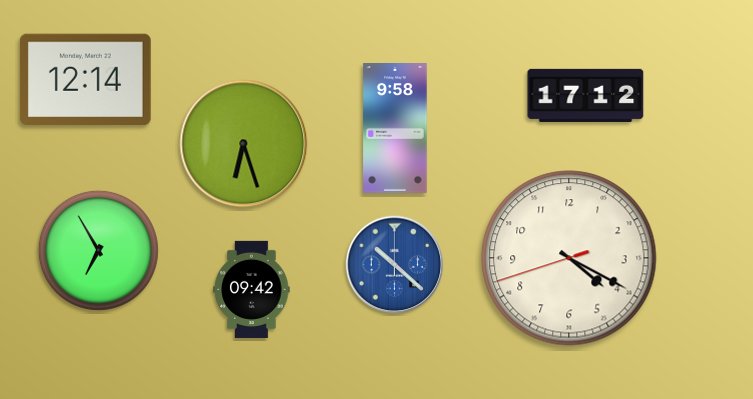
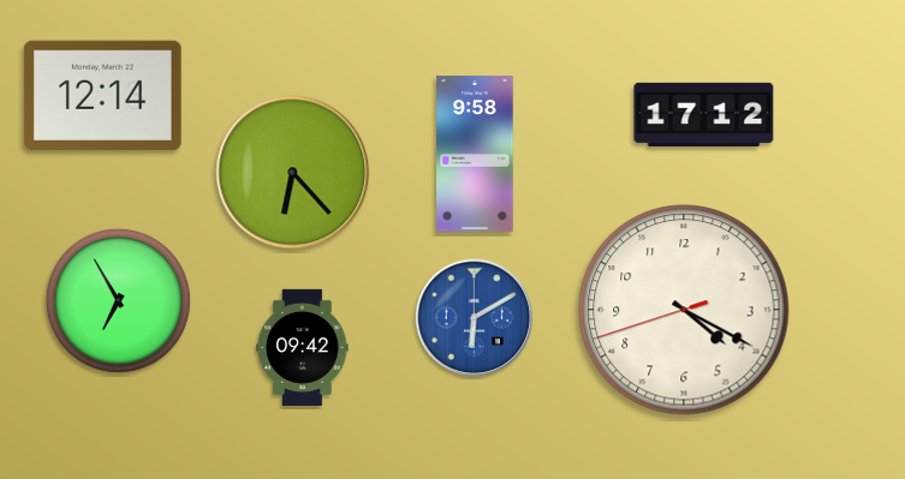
clock at (244, 144): 6:27 -> 6:23
clock at (395, 265): 10:22 -> 6:10
